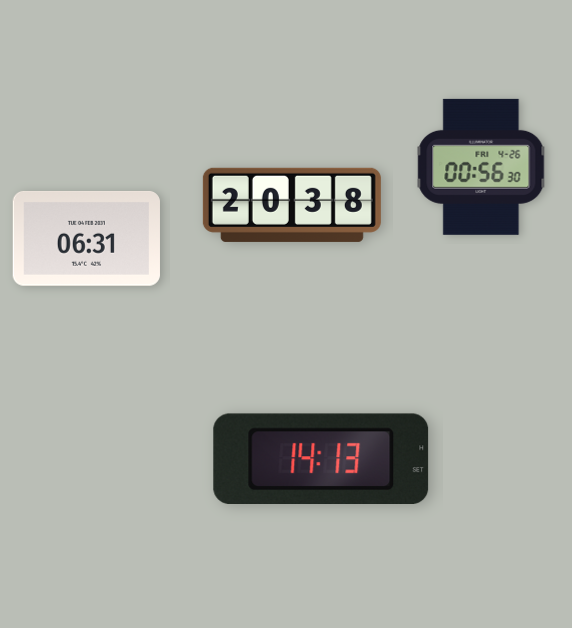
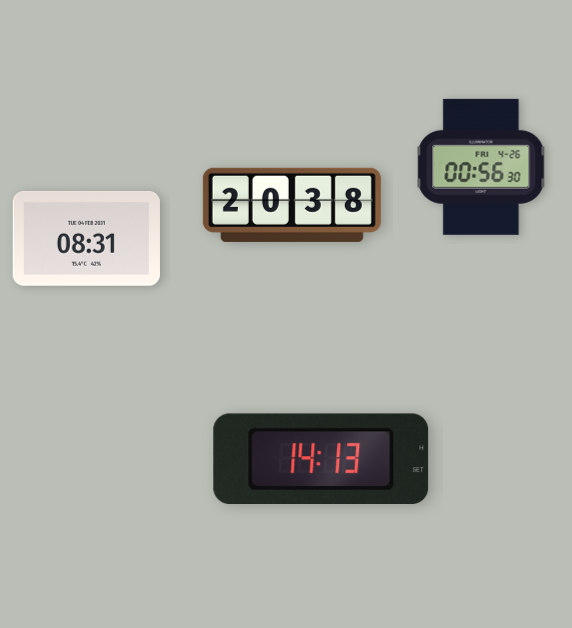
clock at (86, 238): 06:31 -> 08:31
